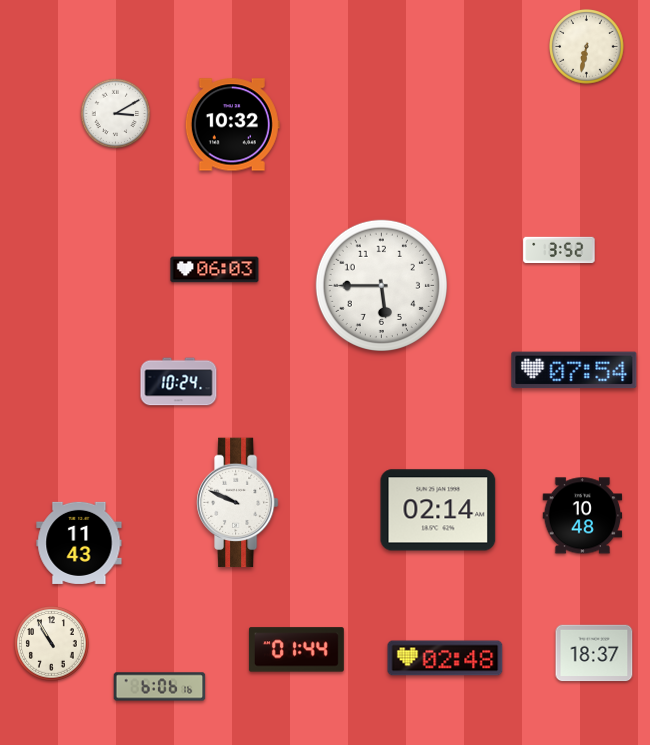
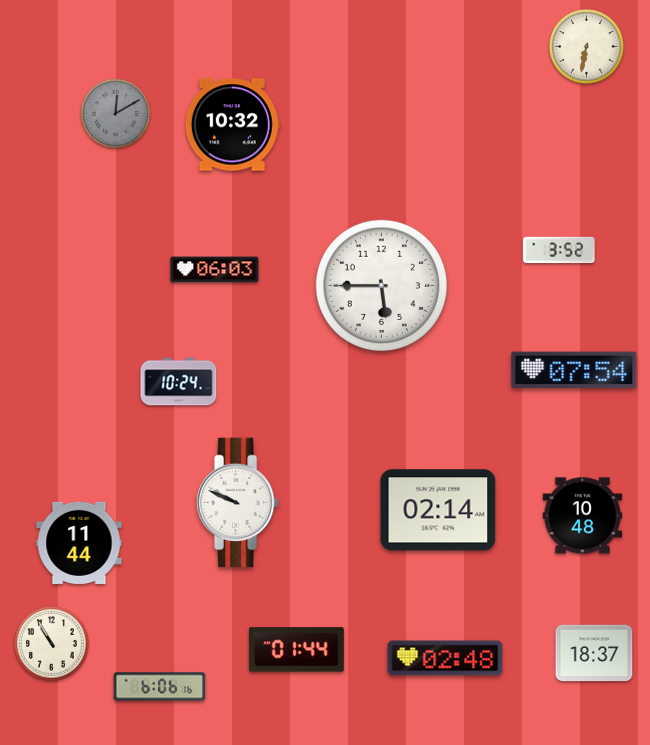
clock at (116, 114): 3:10 -> 12:10
clock at (116, 114) dial: white -> grey
clock at (79, 543): 11:43 -> 11:44
